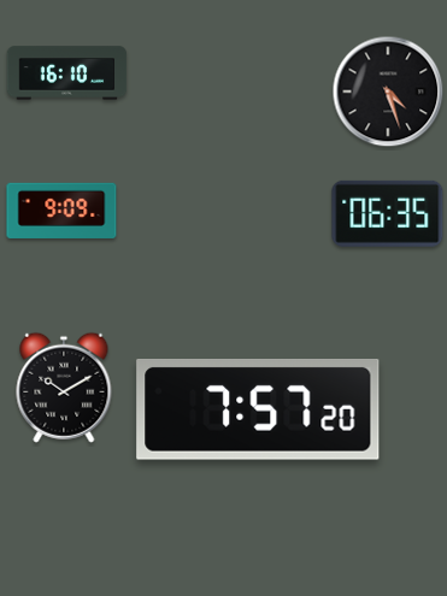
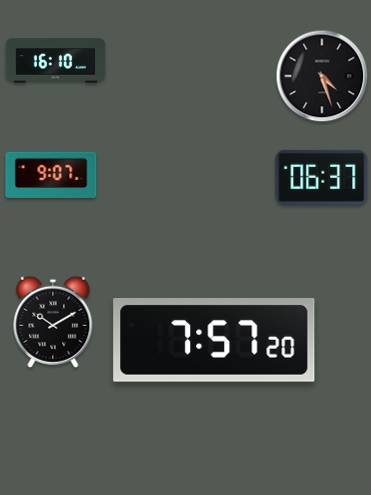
clock at (61, 211): 9:09 -> 9:07
clock at (388, 213): 06:35 -> 06:37
